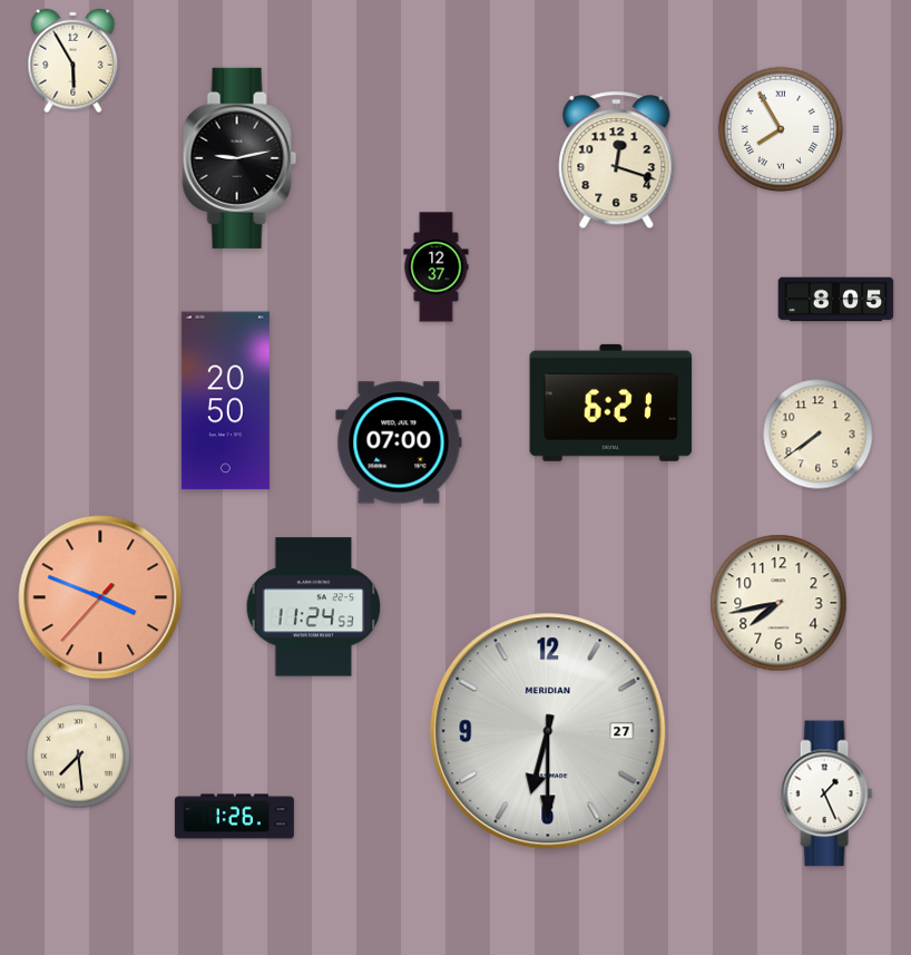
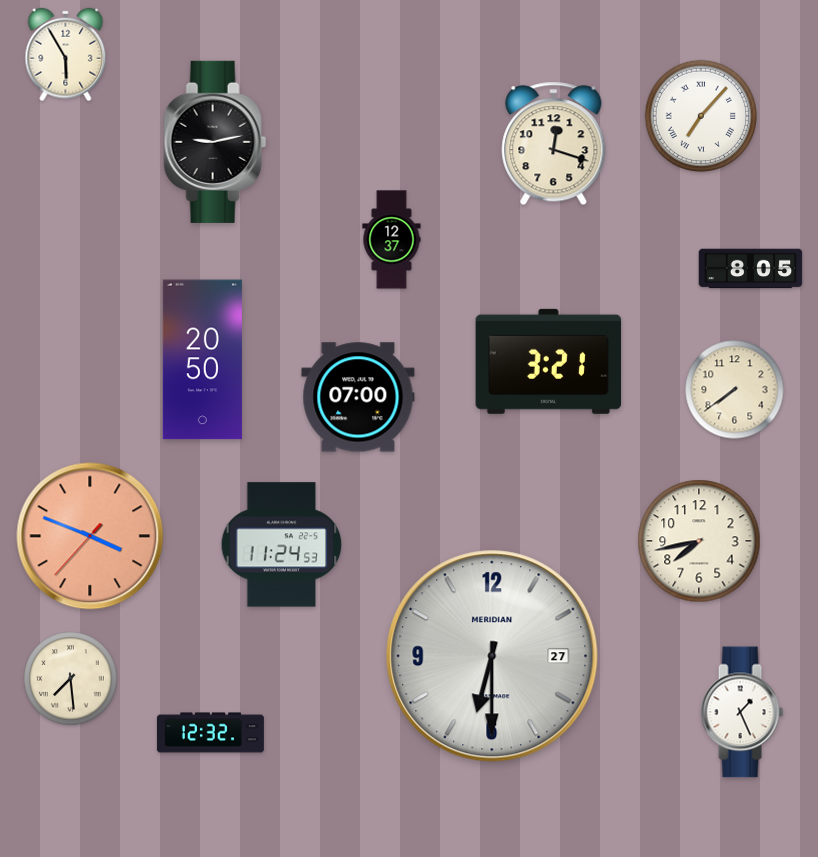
clock at (780, 128): 7:55 -> 7:07
clock at (611, 402): 6:21 -> 3:21
clock at (234, 817): 1:26 -> 12:32
